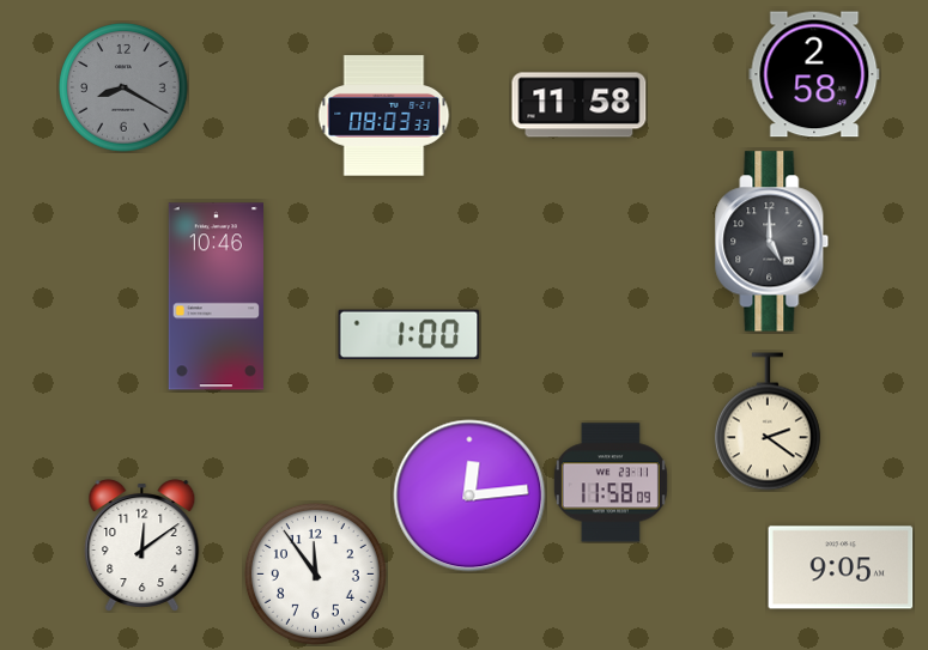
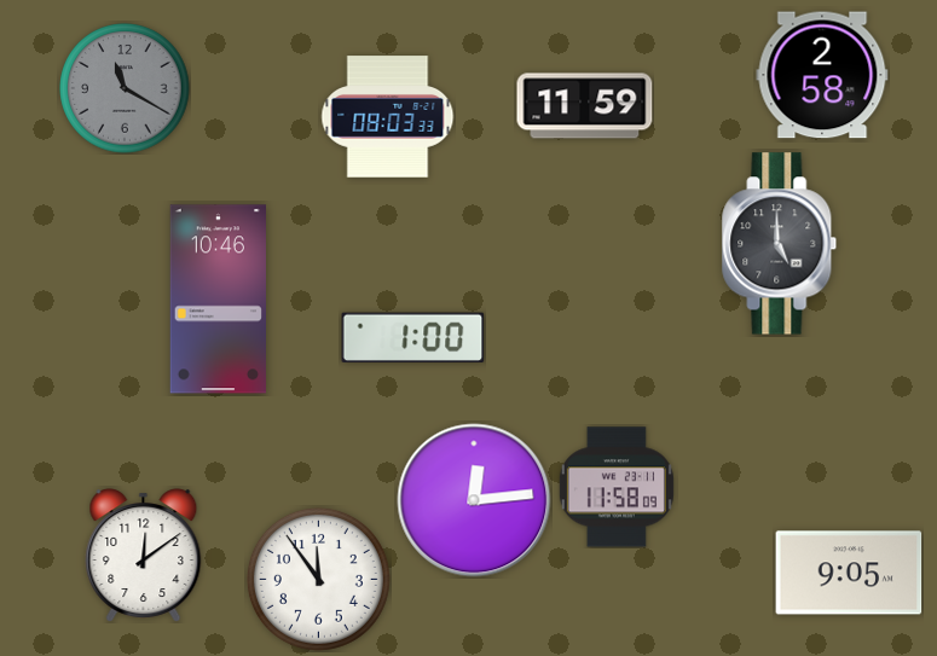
clock at (123, 87): 8:20 -> 11:20
clock at (580, 105): 11:58 -> 11:59
clock at (768, 421): 2:21 -> none
clock at (142, 546) position: (142, 546) -> (144, 556)
